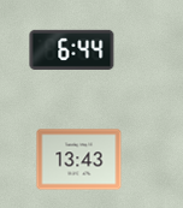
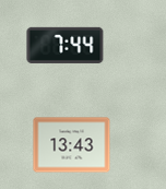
clock at (72, 49): 6:44 -> 7:44
